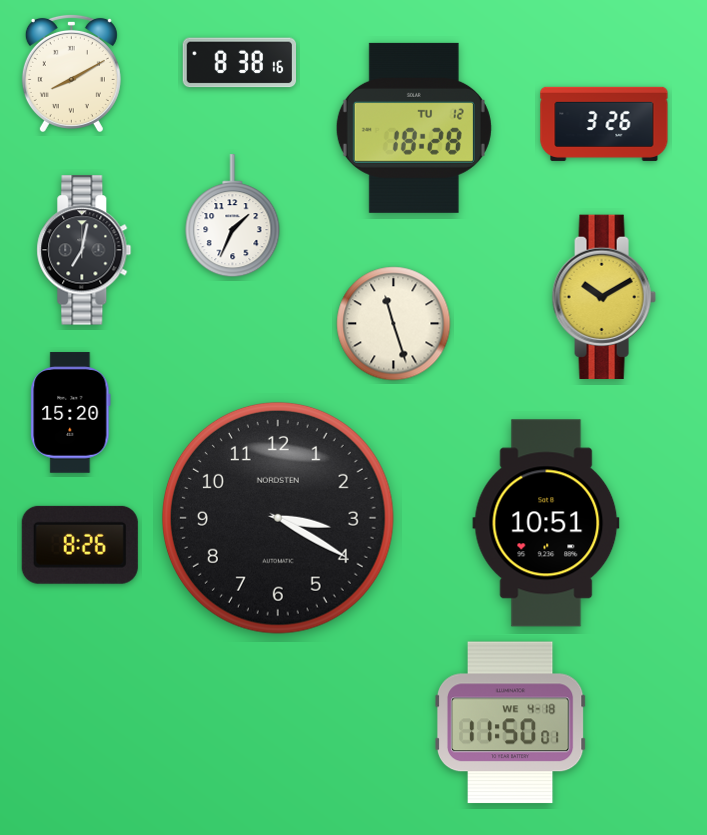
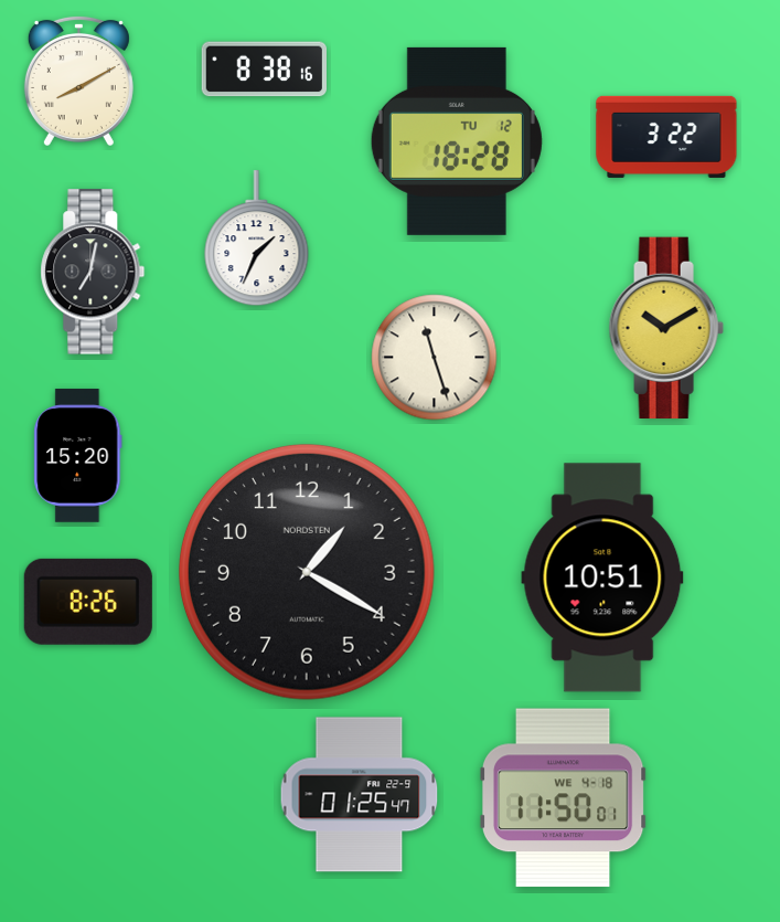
clock at (604, 124): 3:26 -> 3:22
clock at (84, 250) position: (84, 250) -> (93, 272)
clock at (278, 518): 3:20 -> 1:20
clock at (360, 795): none -> 01:25
